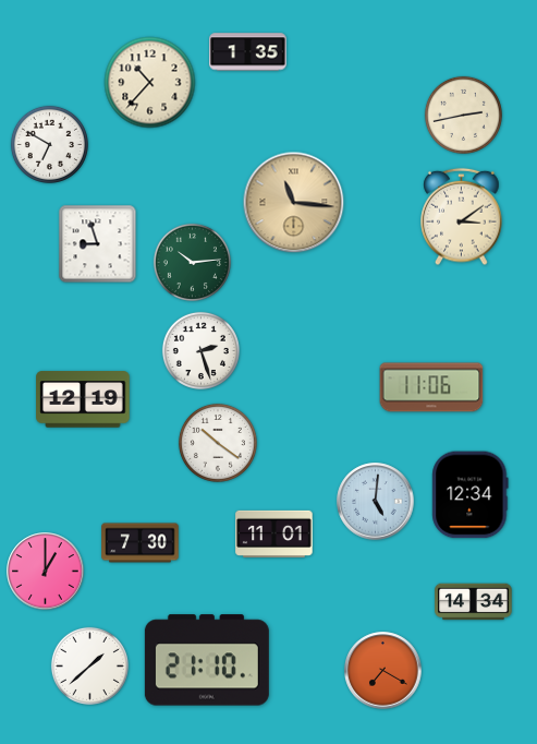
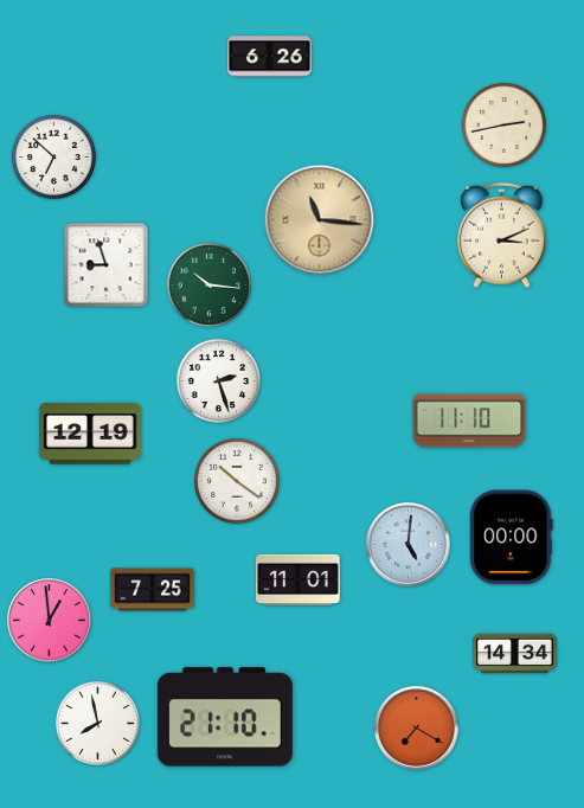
clock at (248, 52): 1:35 -> 6:26
clock at (150, 83): 10:37 -> none
clock at (49, 144): 6:50 -> 6:52
clock at (462, 217): 3:09 -> 3:11
clock at (192, 262): 10:14 -> 10:16
clock at (431, 387): 11:06 -> 11:10
clock at (471, 495): 12:34 -> 00:00
clock at (141, 543): 7:30 -> 7:25
clock at (46, 572): 1:00 -> 12:59
clock at (89, 665): 1:38 -> 7:58
